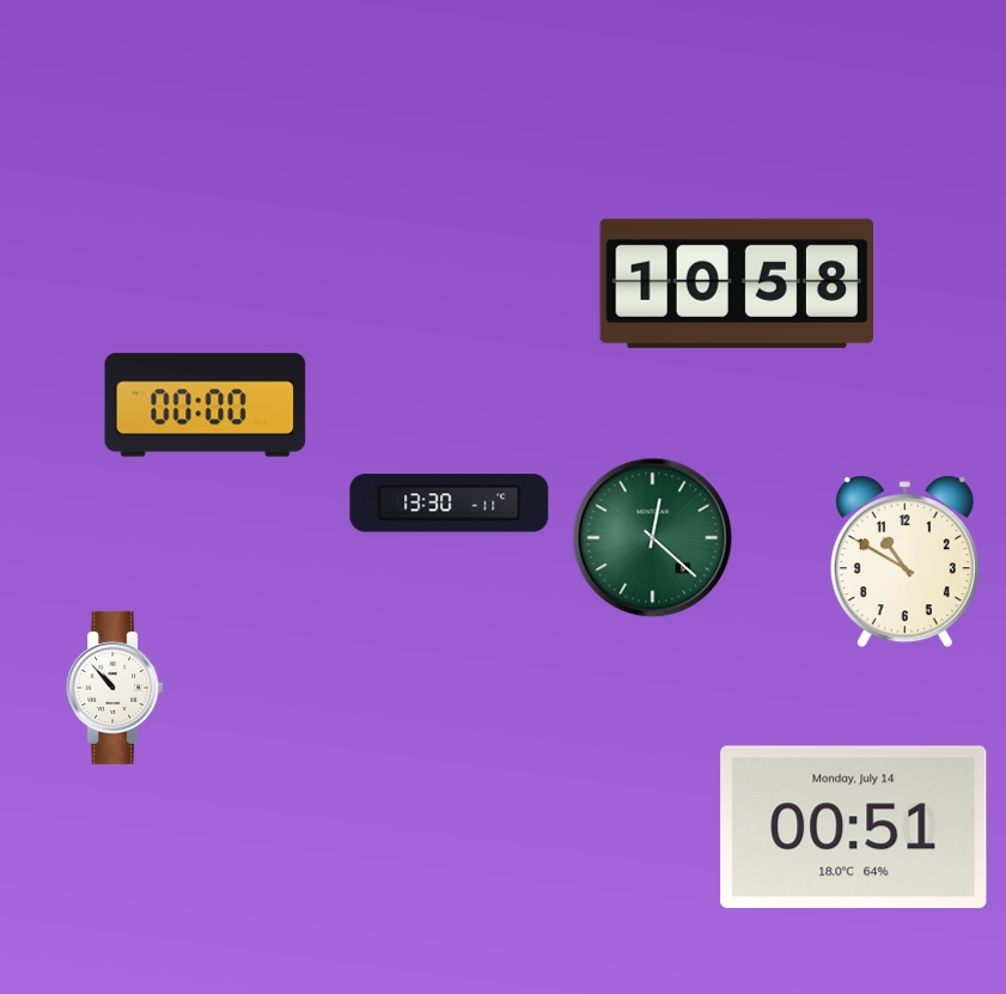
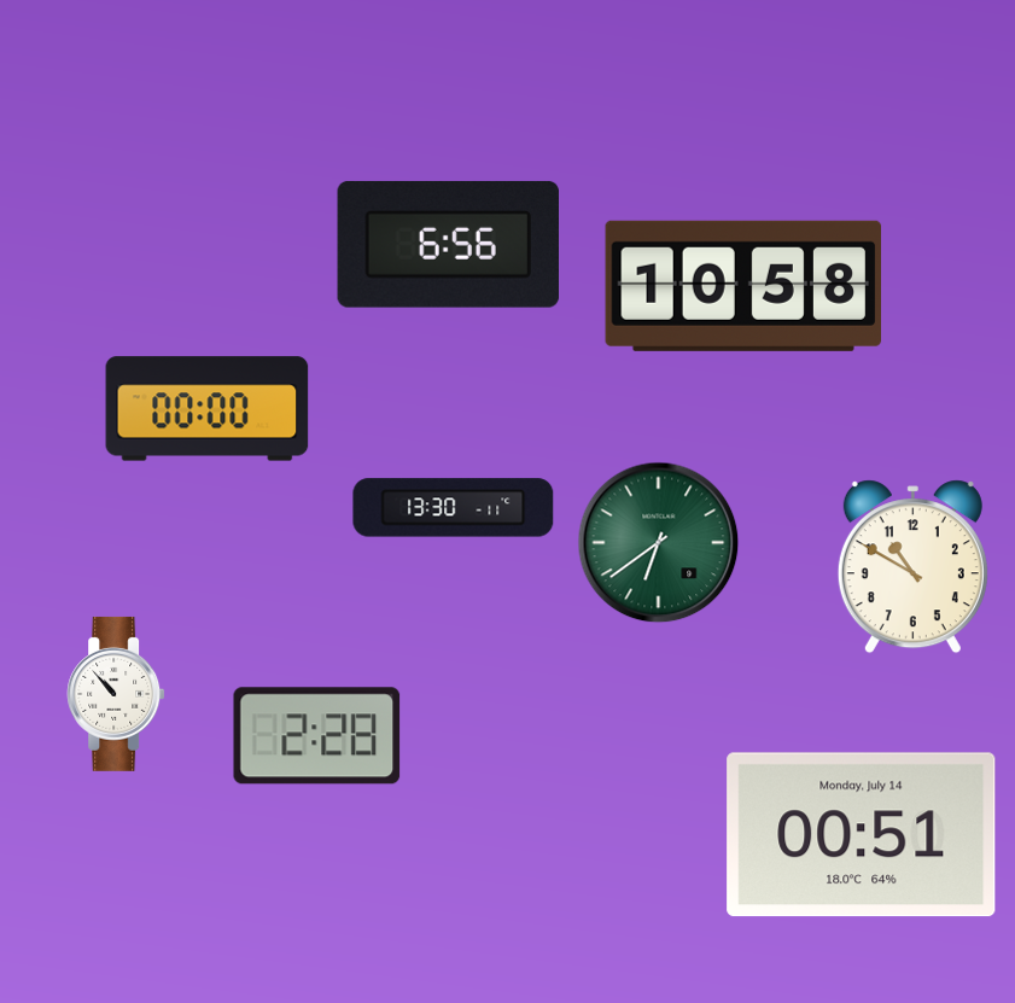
clock at (448, 244): none -> 6:56
clock at (653, 538): 12:22 -> 6:39
clock at (317, 736): none -> 2:28
